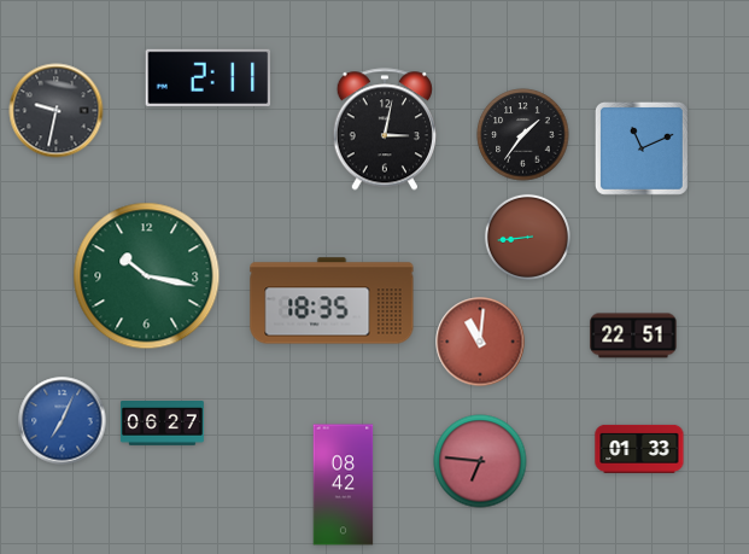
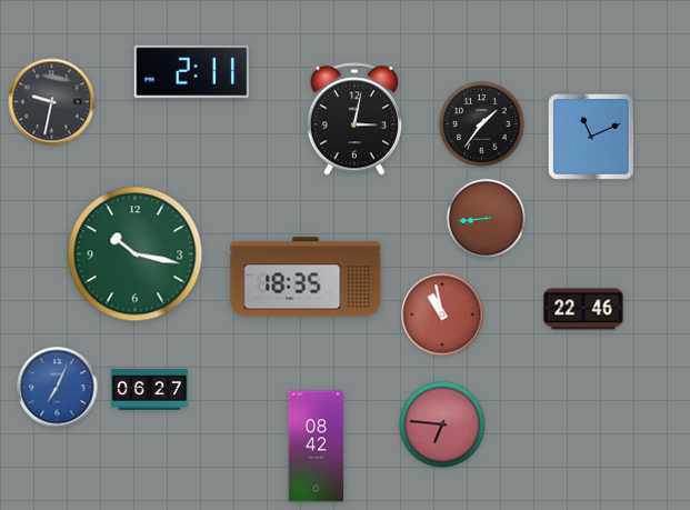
clock at (633, 336): 22:51 -> 22:46
clock at (480, 342): 11:01 -> 10:58
clock at (639, 449): 01:33 -> none
